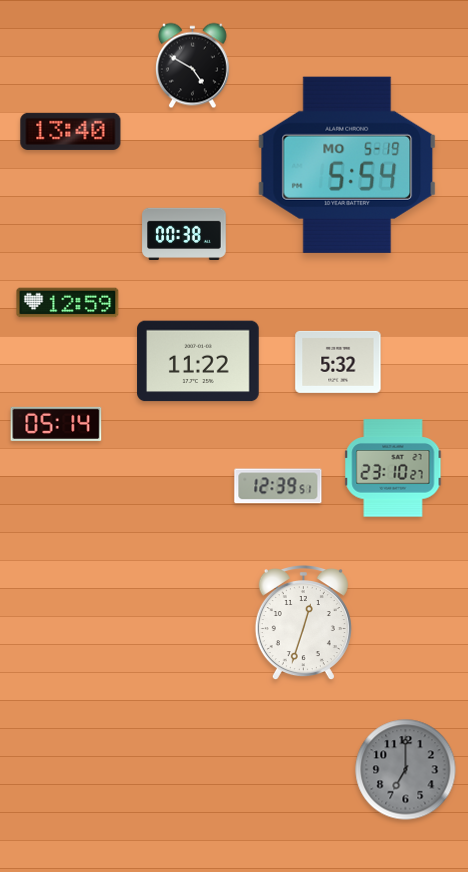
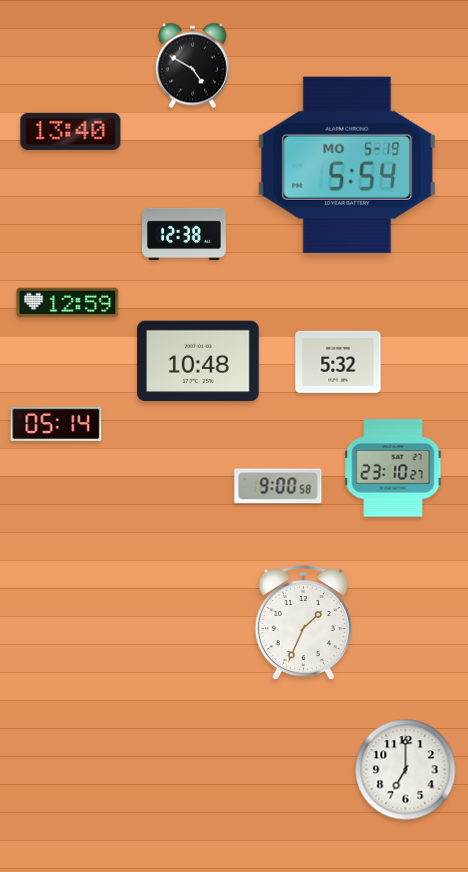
clock at (184, 233): 00:38 -> 12:38
clock at (198, 361): 11:22 -> 10:48
clock at (278, 486): 12:39 -> 9:00
clock at (303, 624): 12:33 -> 1:34
clock at (406, 770) dial: grey -> white
